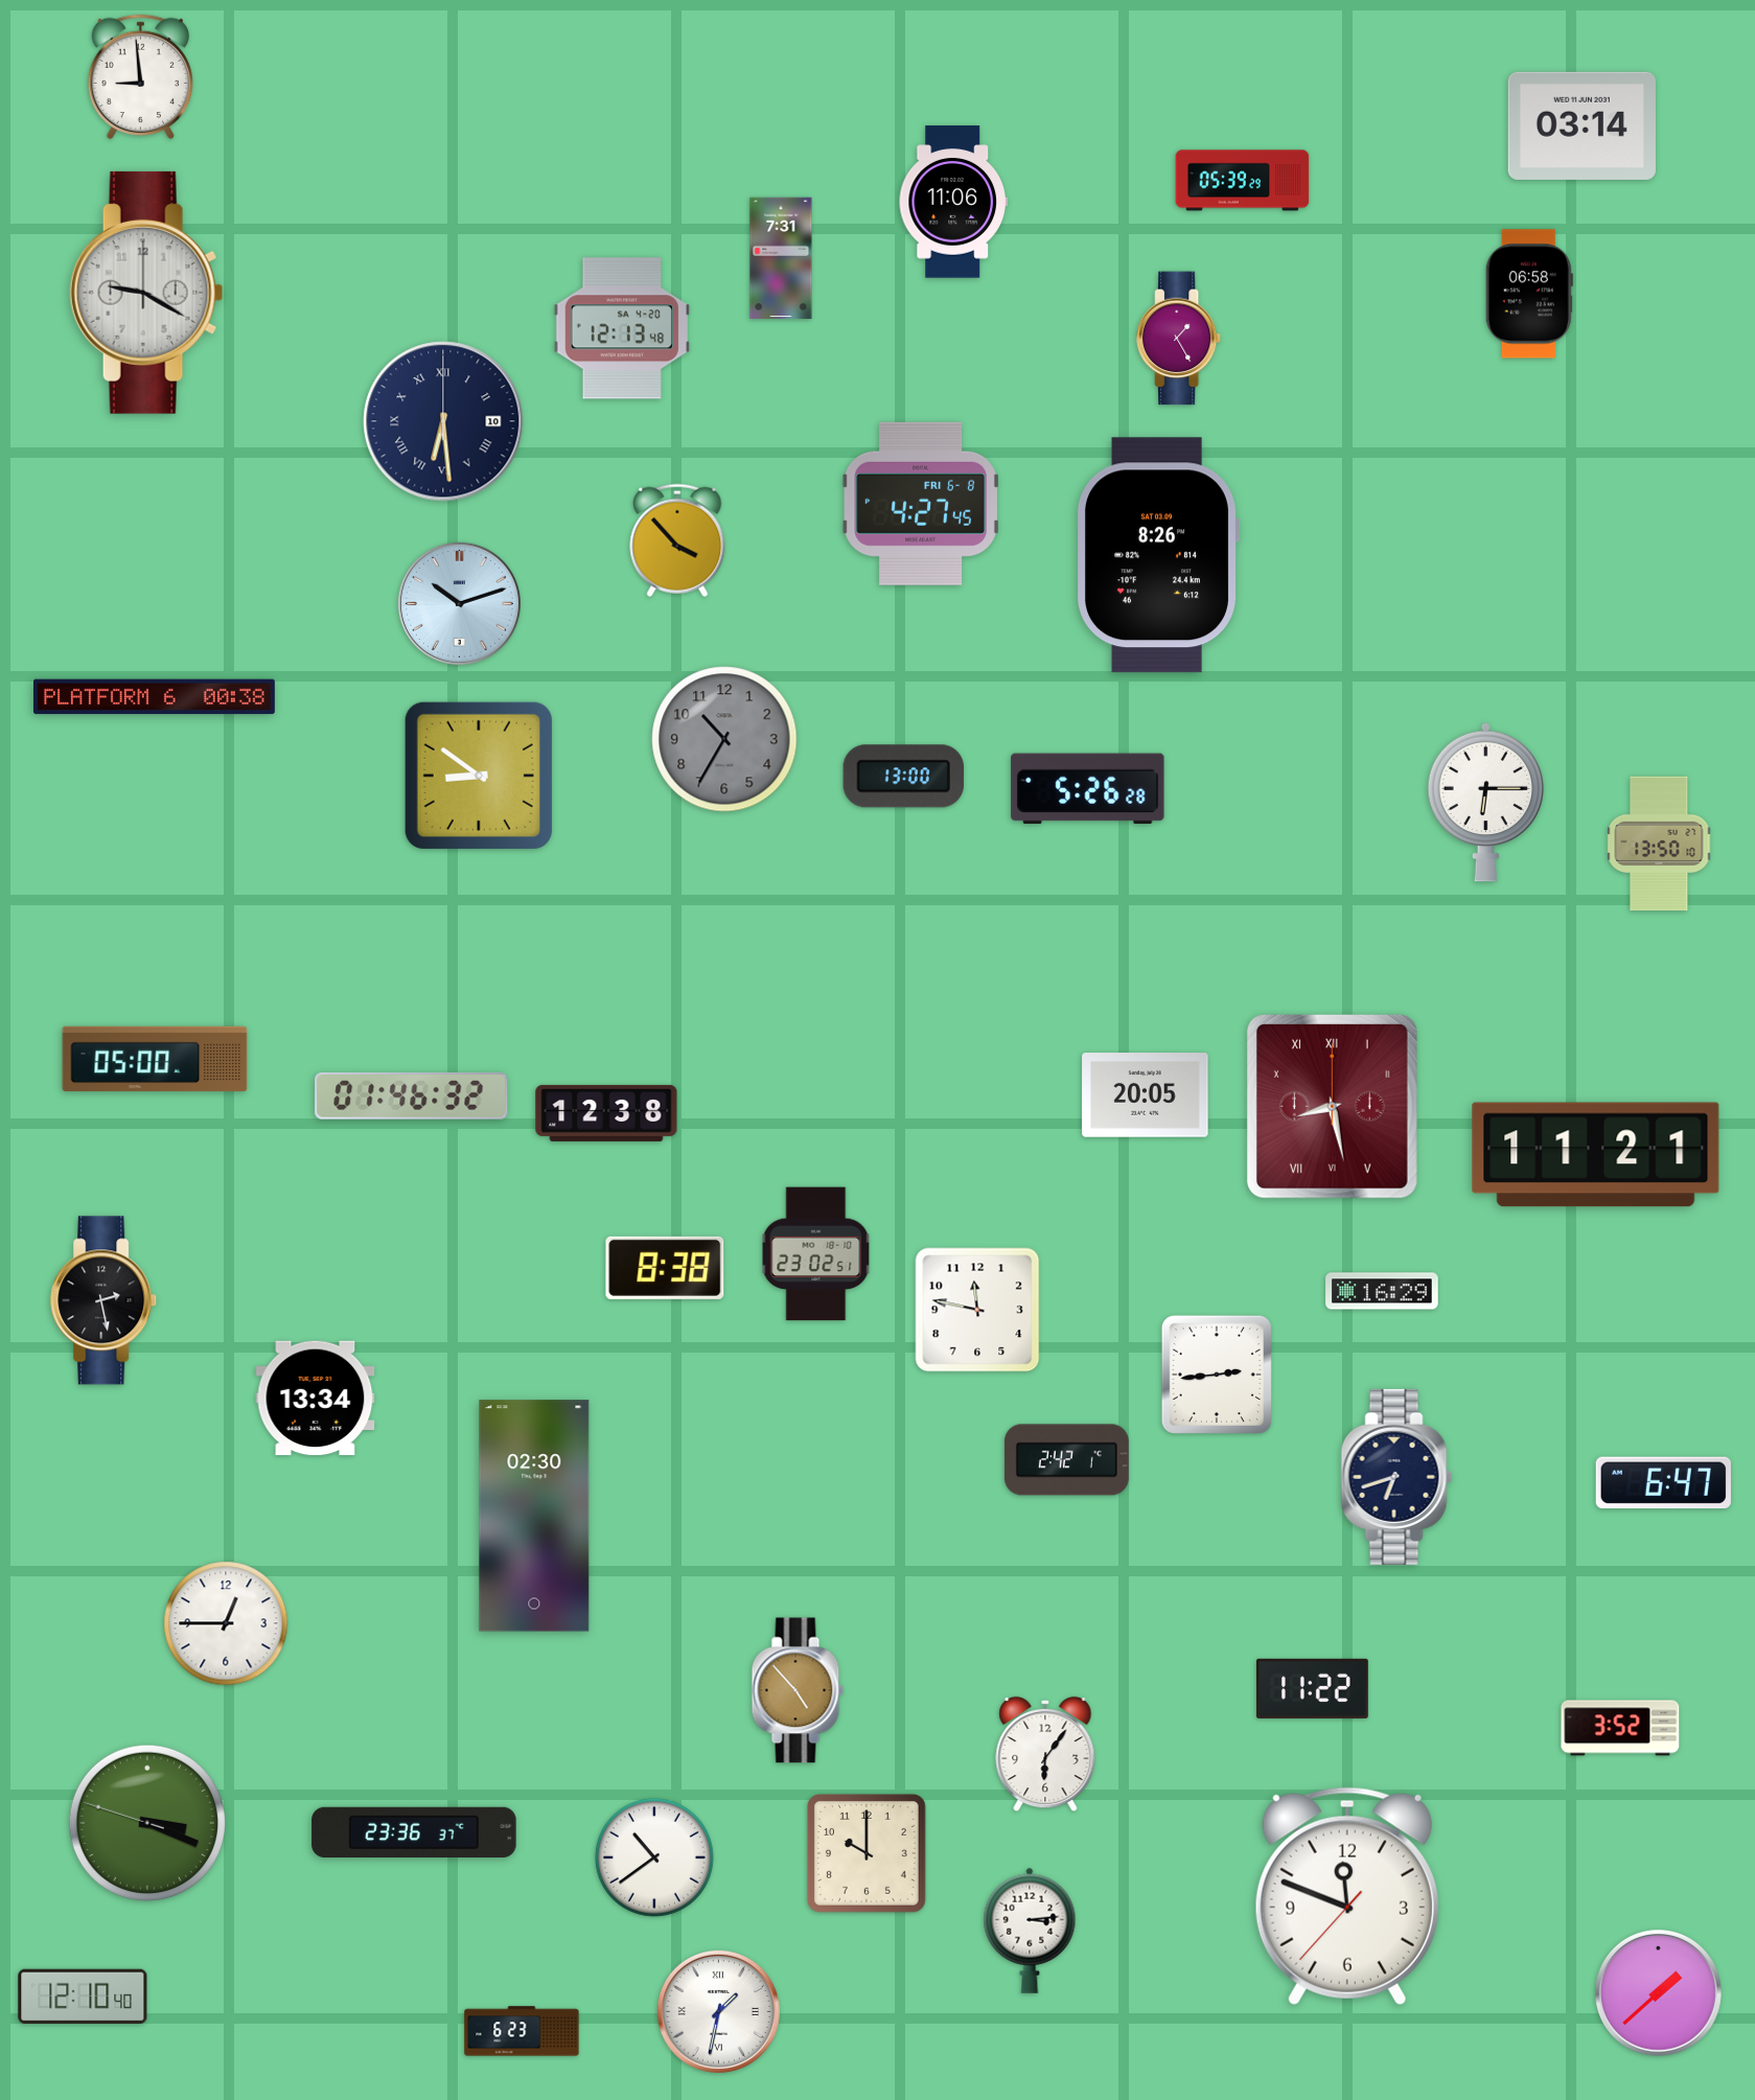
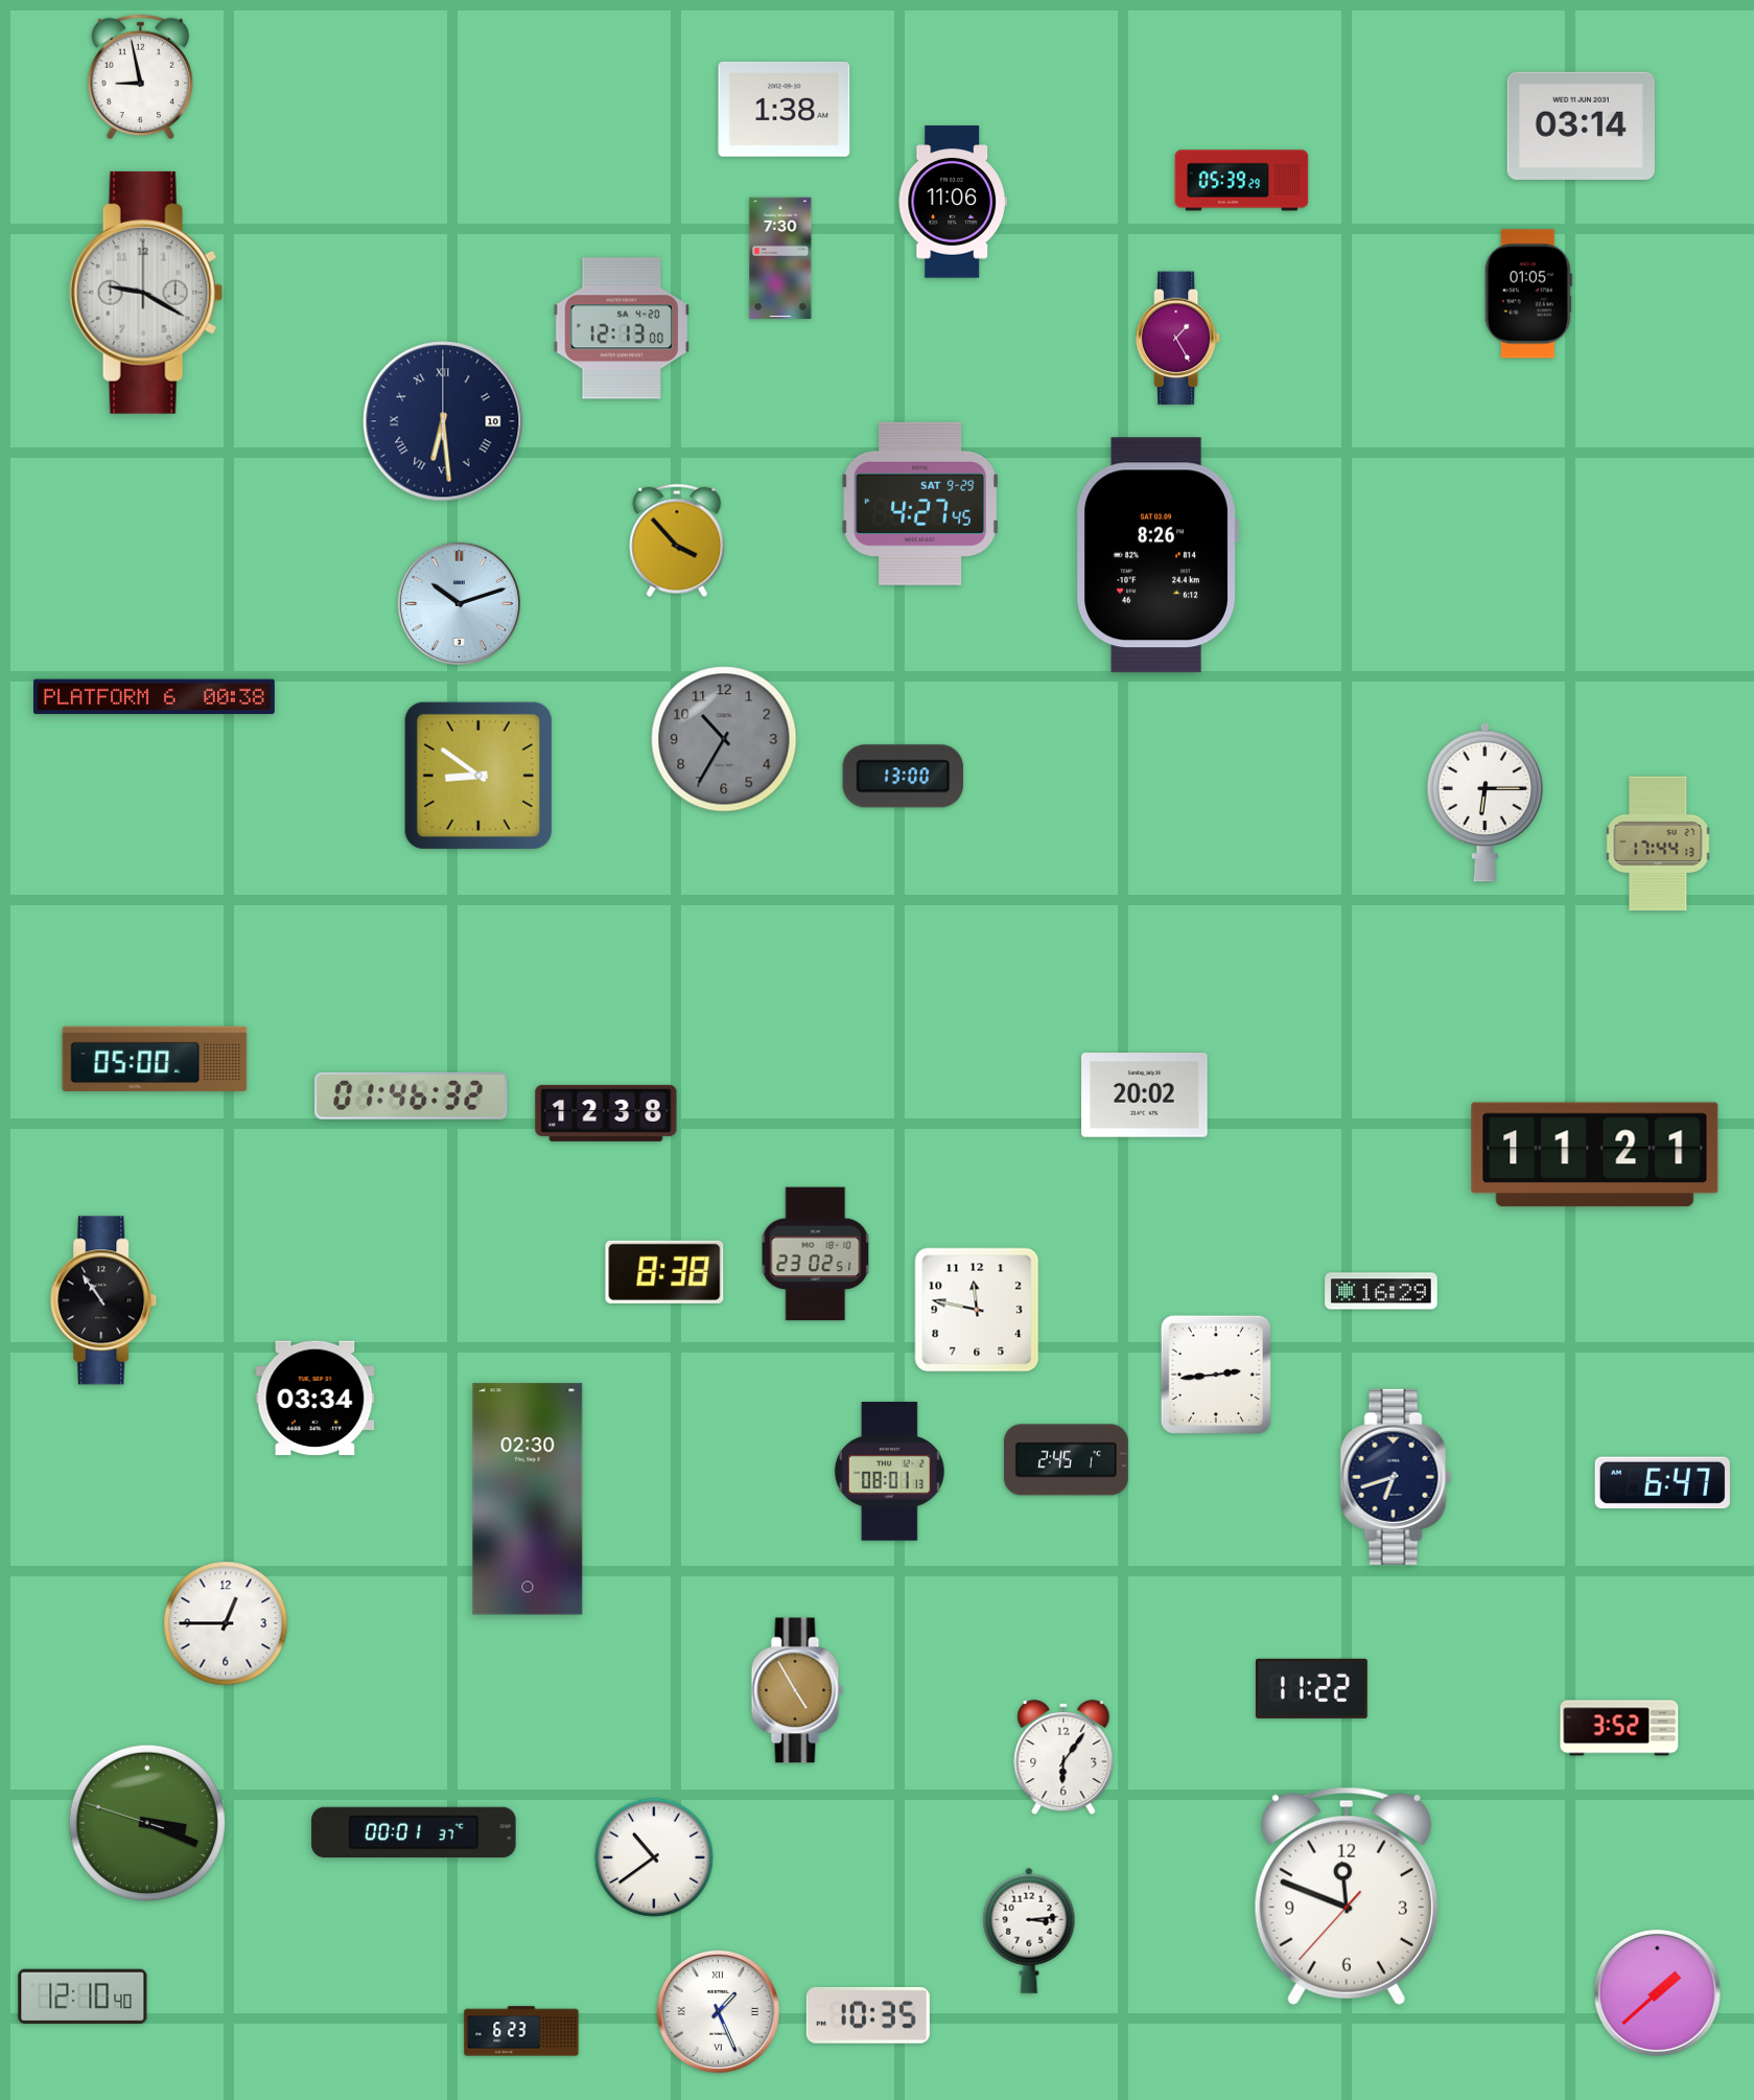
clock at (140, 77): 8:59 -> 8:58
clock at (785, 109): none -> 1:38
clock at (781, 258): 7:31 -> 7:30
clock at (1529, 294): 06:58 -> 01:05
clock at (622, 328): 12:13:48 -> 12:13:00
clock at (921, 504) date: FRI 6-8 -> SAT 9-29
clock at (1088, 789): 5:26 -> none
clock at (1659, 844): 13:50 -> 17:44
clock at (1146, 1095): 20:05 -> 20:02
clock at (1332, 1106): 8:28 -> none
clock at (665, 1268) position: (665, 1268) -> (664, 1272)
clock at (105, 1300): 2:28 -> 10:54
clock at (316, 1399): 13:34 -> 03:34
clock at (1066, 1460): 2:42 -> 2:45
clock at (889, 1472): none -> 08:01
clock at (534, 1516) position: (534, 1516) -> (528, 1499)
clock at (798, 1690): 4:53 -> 4:55
clock at (1045, 1754) position: (1045, 1754) -> (1063, 1757)
clock at (414, 1831): 23:36 -> 00:01
clock at (867, 1853): 10:00 -> none
clock at (718, 2011): 1:32 -> 1:26
clock at (868, 2015): none -> 10:35
